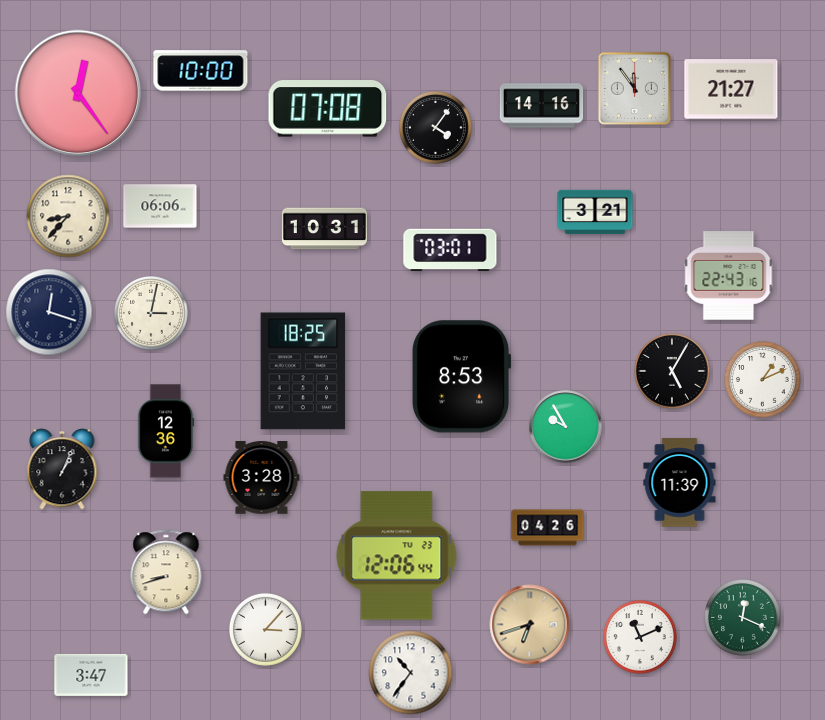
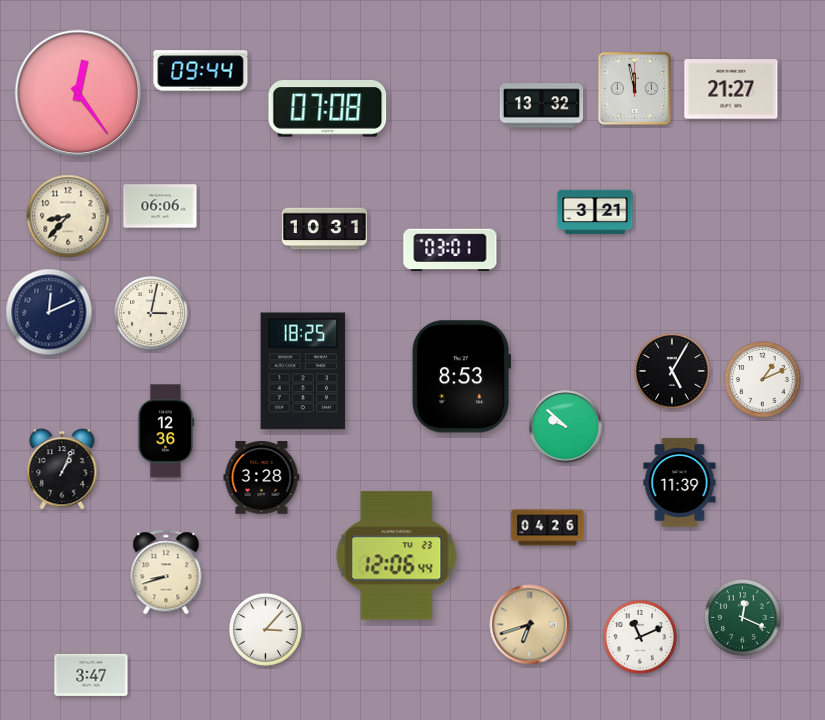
clock at (201, 71): 10:00 -> 09:44
clock at (634, 88): 11:54 -> 11:58
clock at (542, 106): 14:16 -> 13:32
clock at (435, 127): 4:06 -> none
clock at (729, 276): 22:43 -> none
clock at (49, 312): 12:18 -> 12:11
clock at (566, 427): 9:55 -> 9:52
clock at (411, 673): 10:36 -> none
